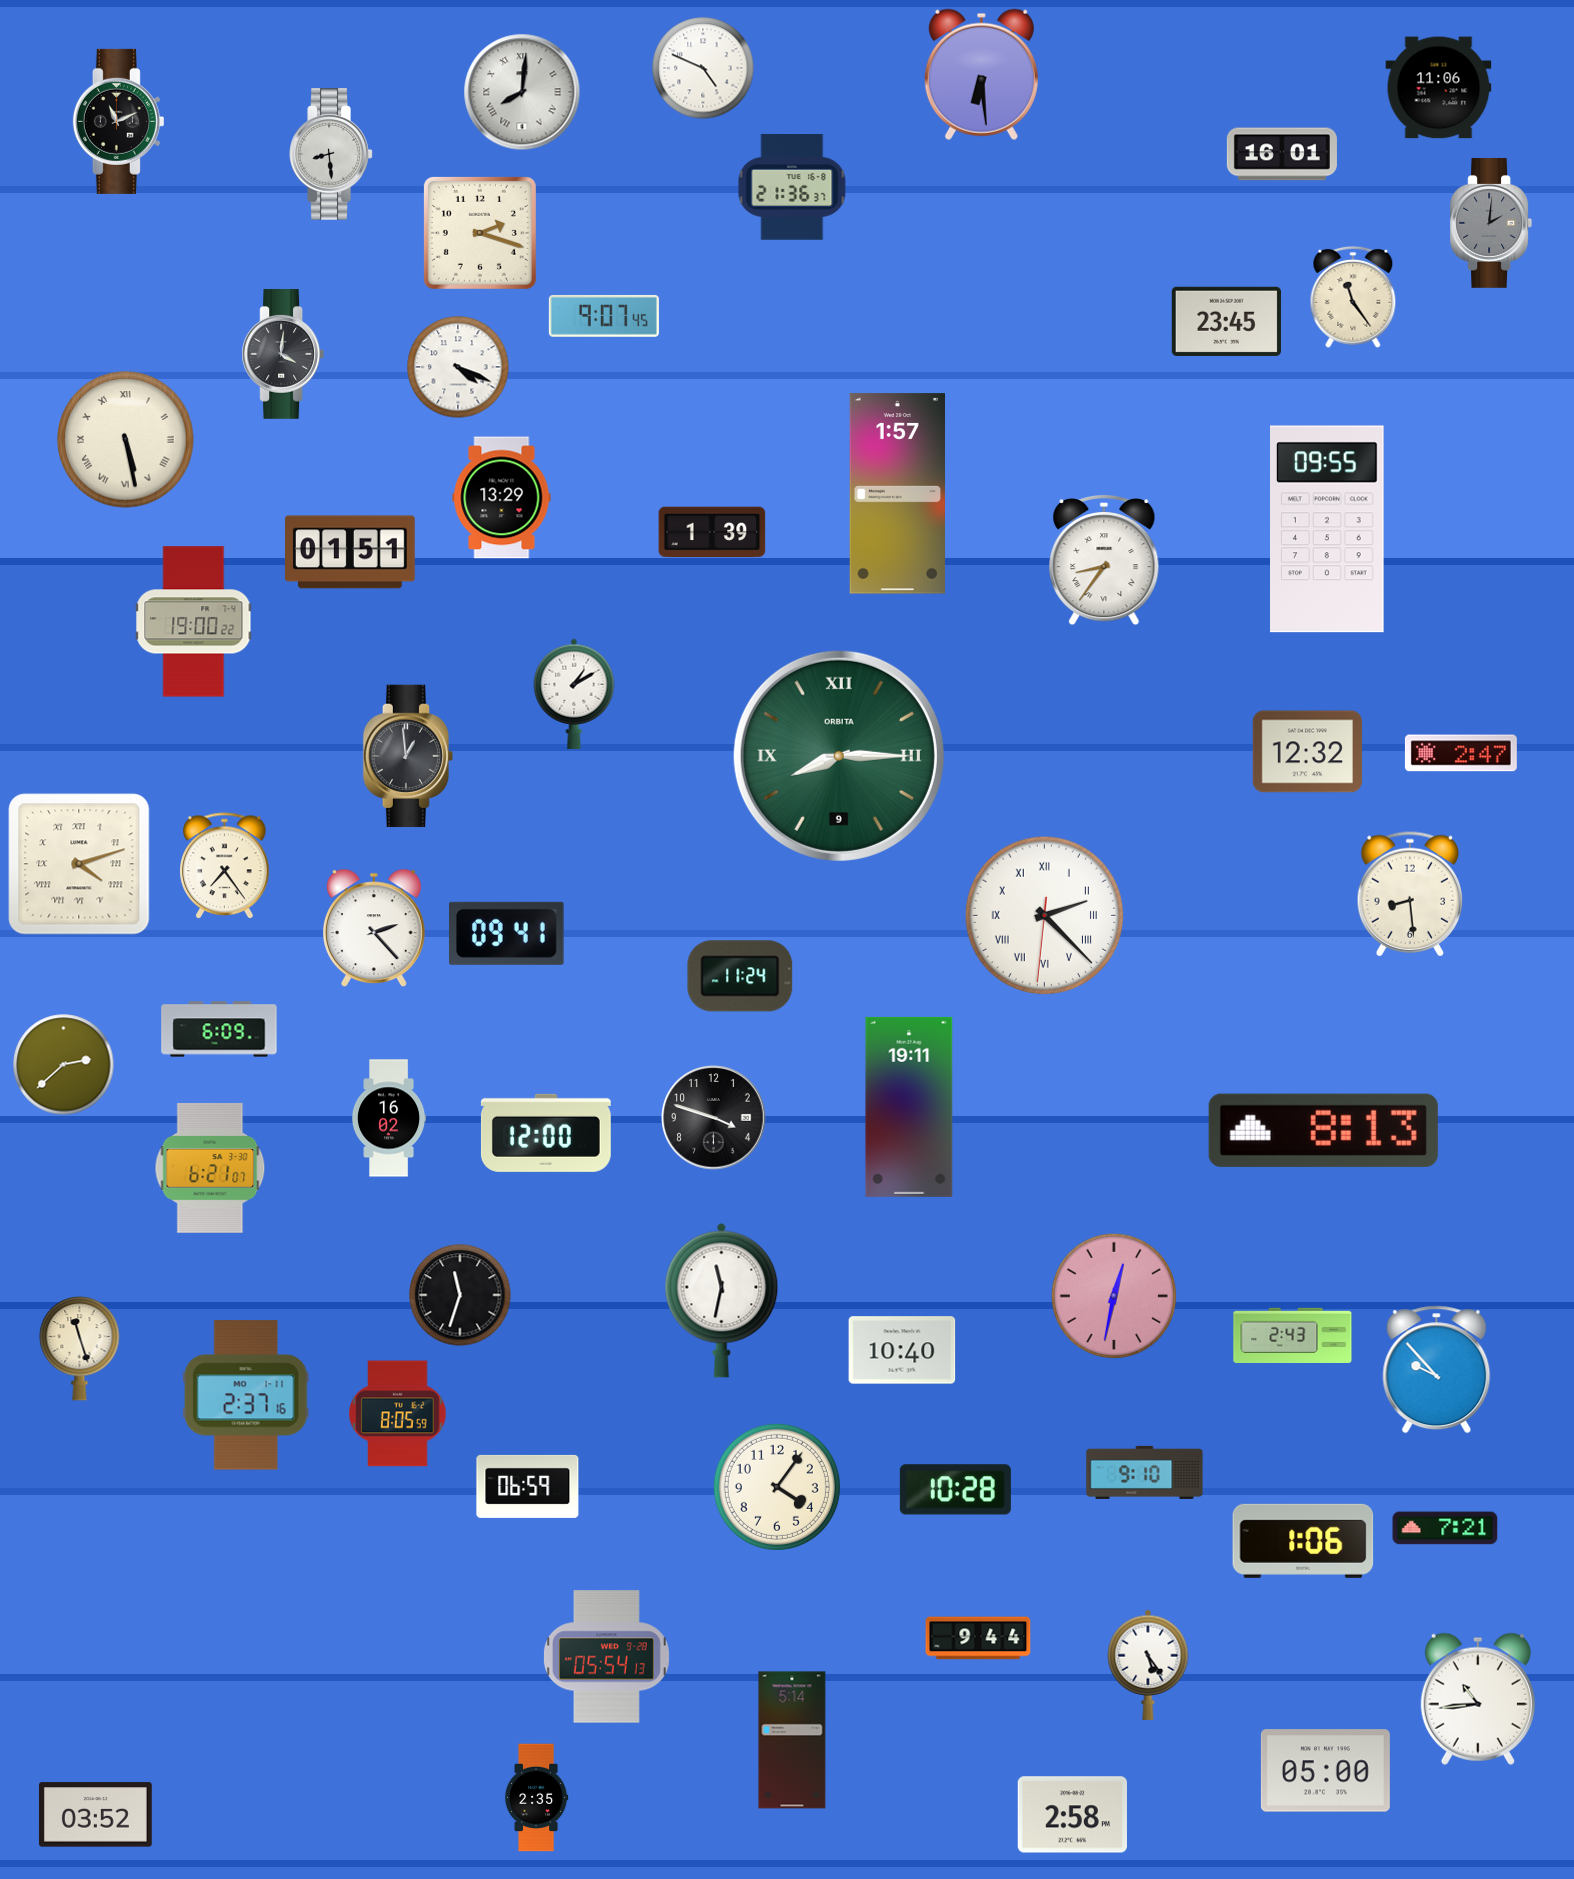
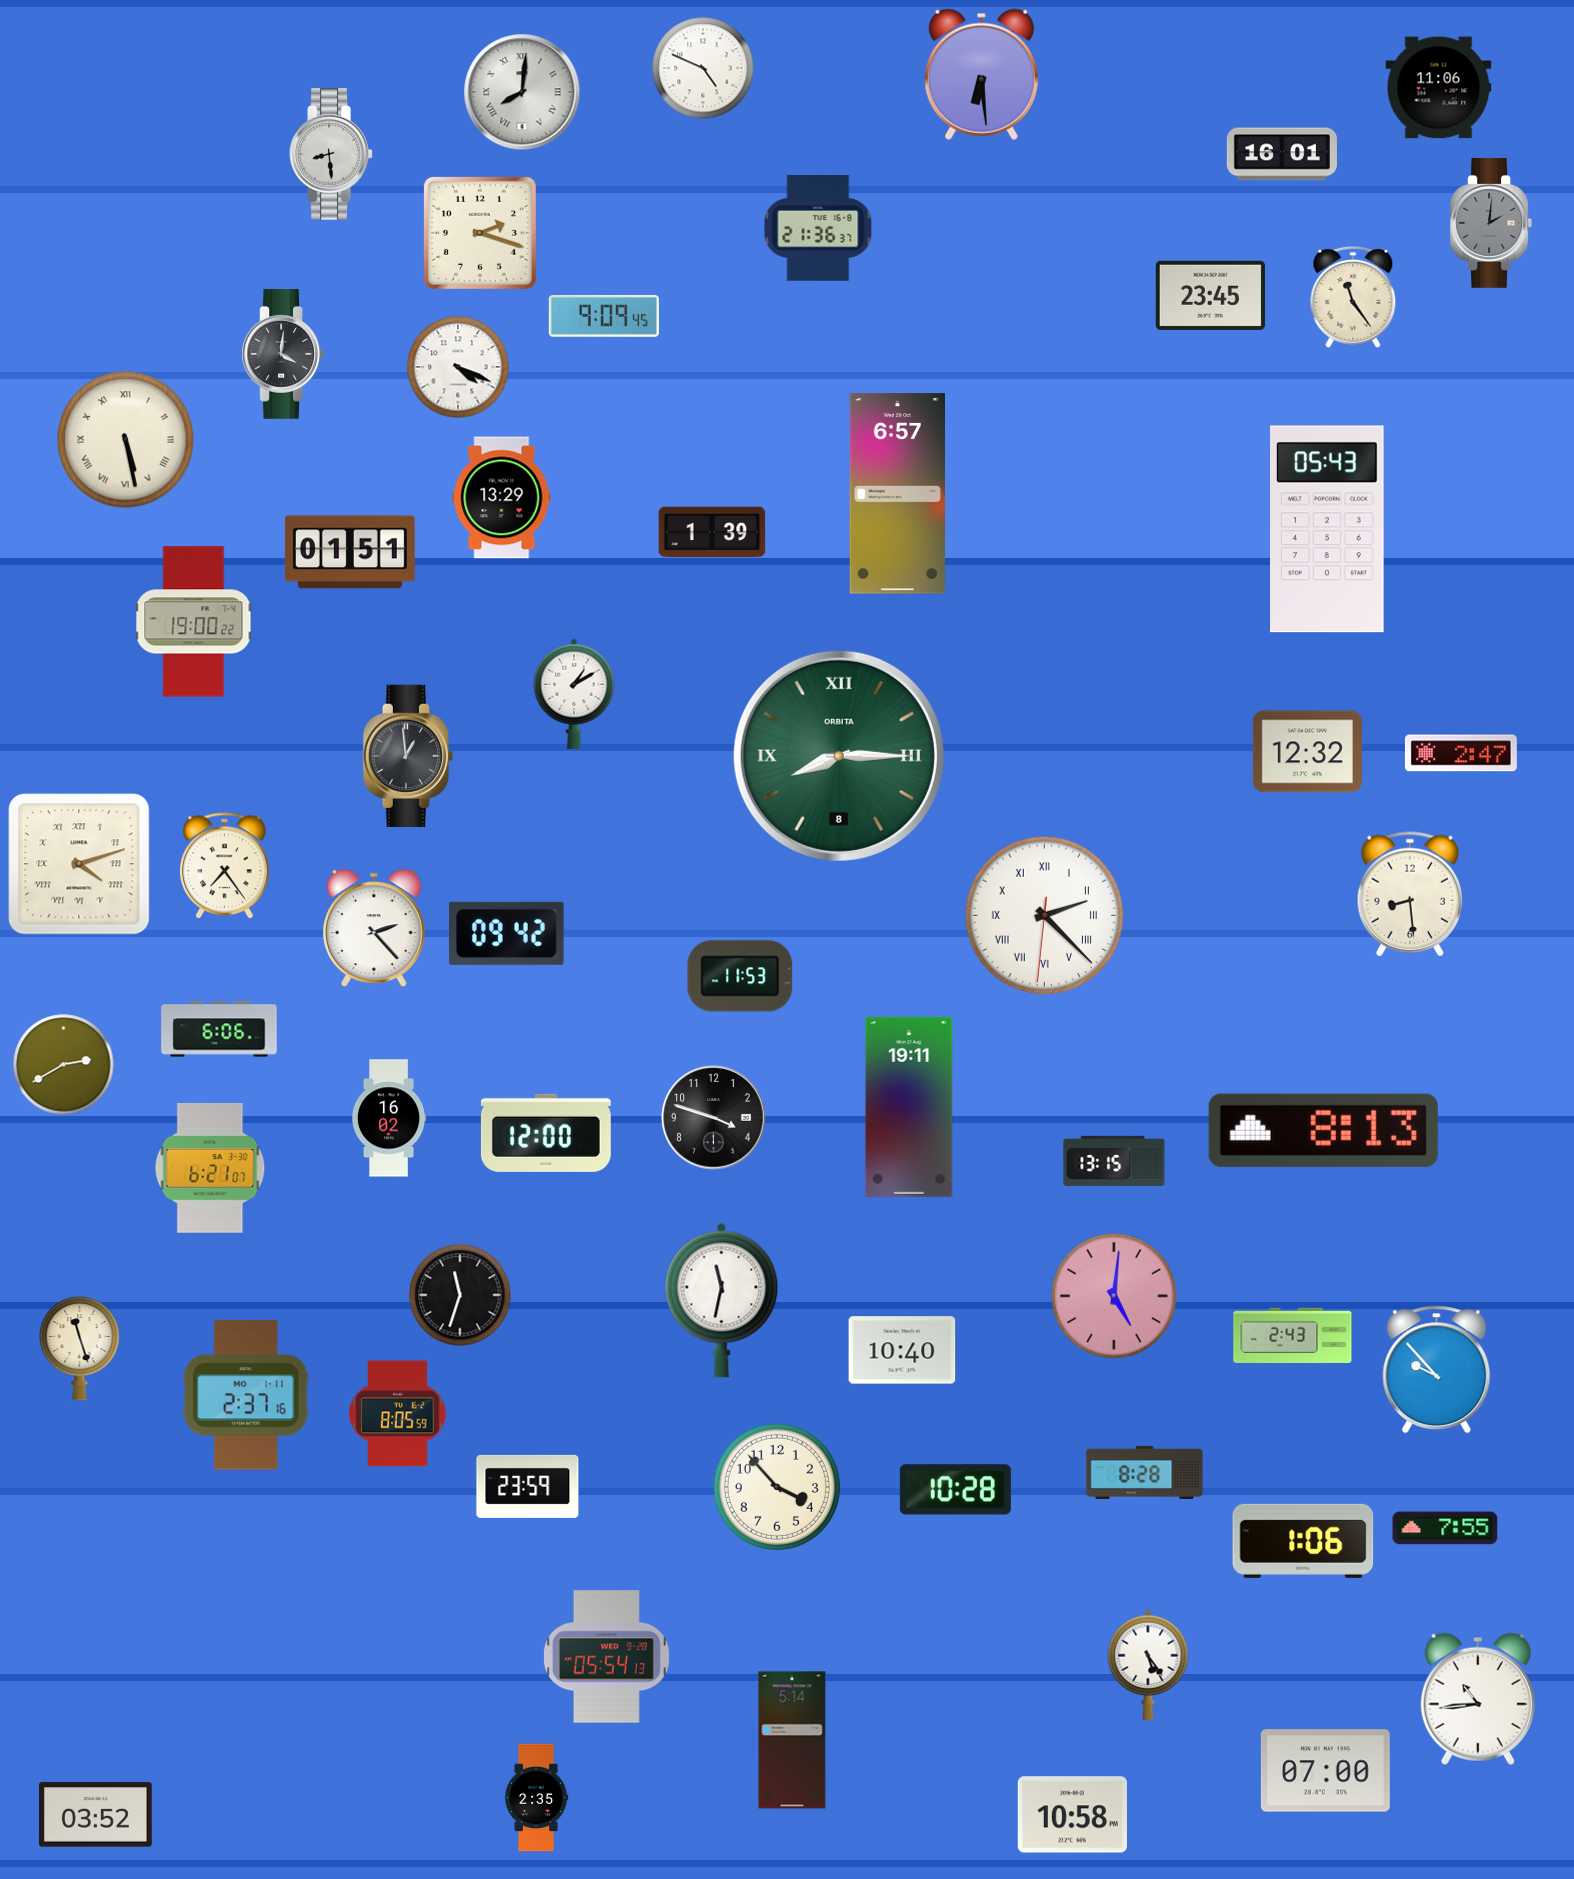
clock at (118, 121): 11:11 -> none
clock at (792, 188) position: (792, 188) -> (818, 229)
clock at (604, 316): 9:07 -> 9:09
clock at (1226, 321) position: (1226, 321) -> (1210, 295)
clock at (897, 494): 1:57 -> 6:57
clock at (1328, 529): 09:55 -> 05:43
clock at (1104, 561): 8:36 -> none
clock at (839, 756) date: 9 -> 8
clock at (507, 933): 09:41 -> 09:42
clock at (740, 976): 11:24 -> 11:53
clock at (219, 1029): 6:09 -> 6:06
clock at (64, 1065): 2:38 -> 2:40
clock at (1114, 1161): none -> 13:15
clock at (1114, 1296): 12:32 -> 5:01
clock at (1145, 1472): 9:10 -> 8:28
clock at (528, 1486): 06:59 -> 23:59
clock at (777, 1487): 4:06 -> 3:53
clock at (1445, 1528): 7:21 -> 7:55
clock at (978, 1638): 9:44 -> none
clock at (1325, 1771): 05:00 -> 07:00
clock at (1072, 1815): 2:58 -> 10:58
